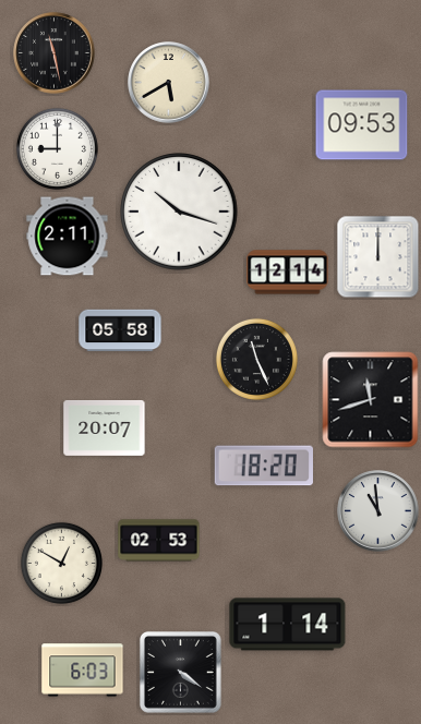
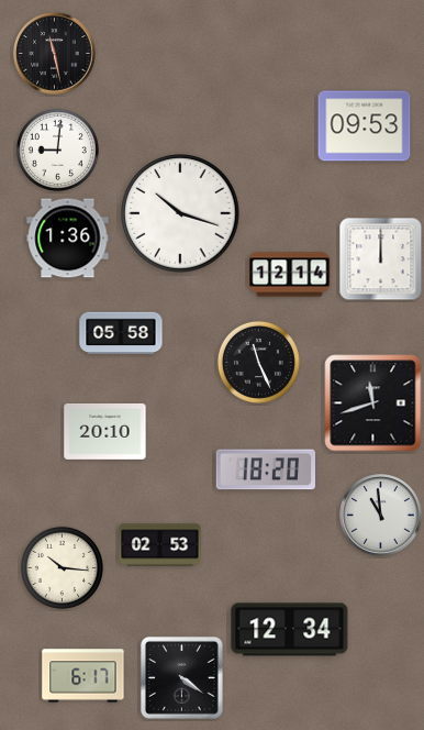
clock at (169, 83): 5:40 -> none
clock at (57, 148): 9:00 -> 9:01
clock at (68, 237): 2:11 -> 1:36
clock at (105, 427): 20:07 -> 20:10
clock at (61, 563): 12:50 -> 10:16
clock at (288, 625): 1:14 -> 12:34
clock at (83, 671): 6:03 -> 6:17
